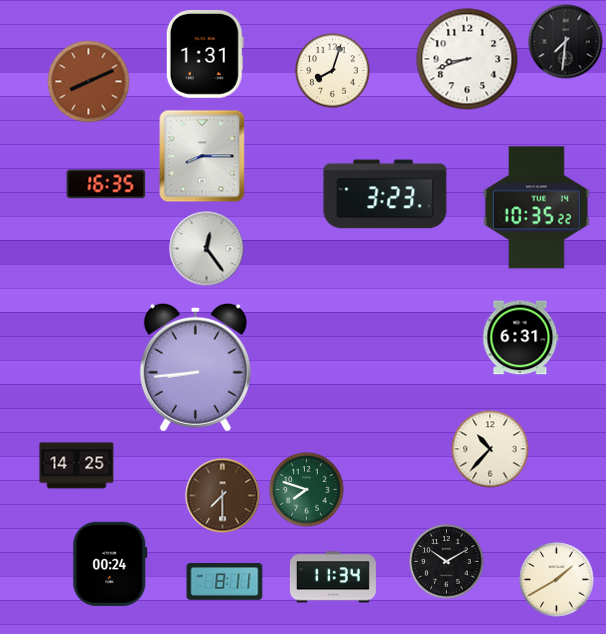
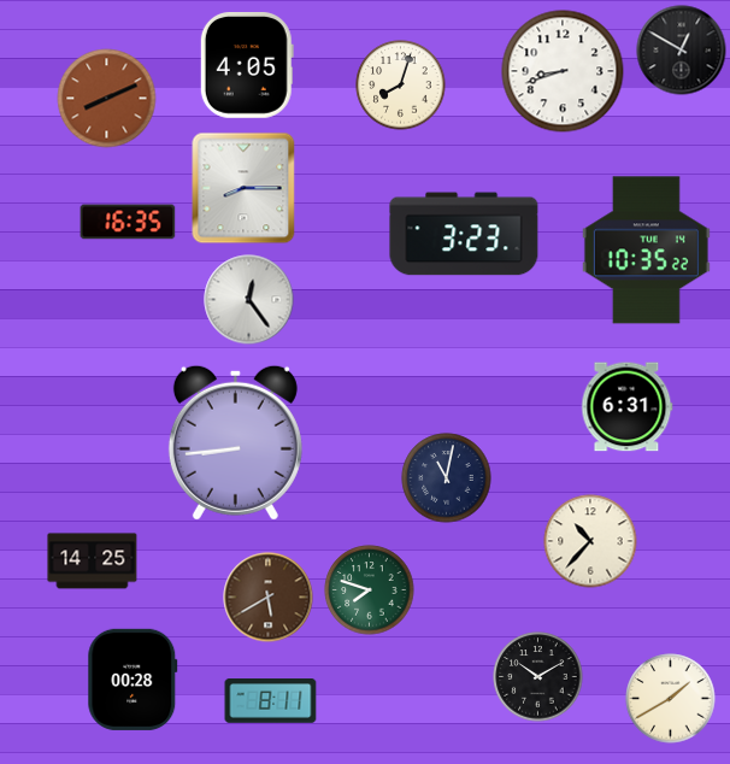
clock at (566, 42): 7:31 -> 12:50
clock at (205, 55): 1:31 -> 4:05
clock at (447, 478): none -> 11:02
clock at (223, 496): 7:30 -> 5:40
clock at (110, 564): 00:24 -> 00:28
clock at (333, 577): 11:34 -> none
